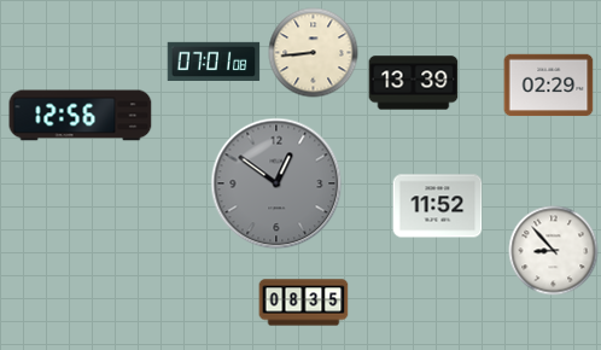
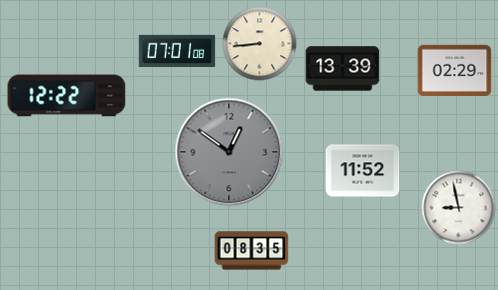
clock at (81, 116): 12:56 -> 12:22
clock at (554, 251): 8:53 -> 8:58
